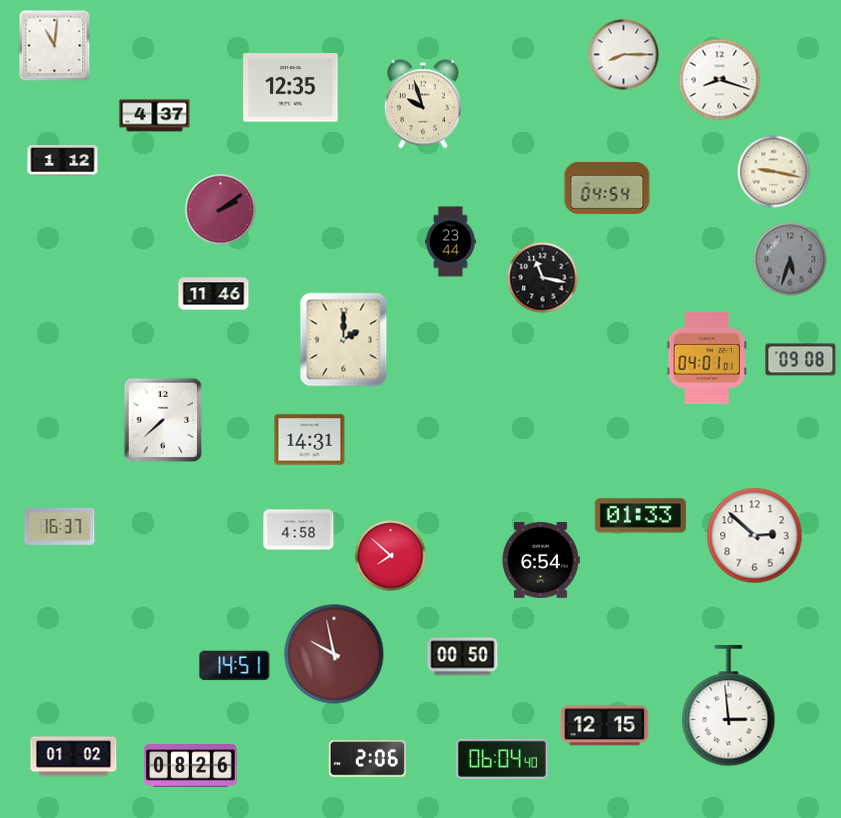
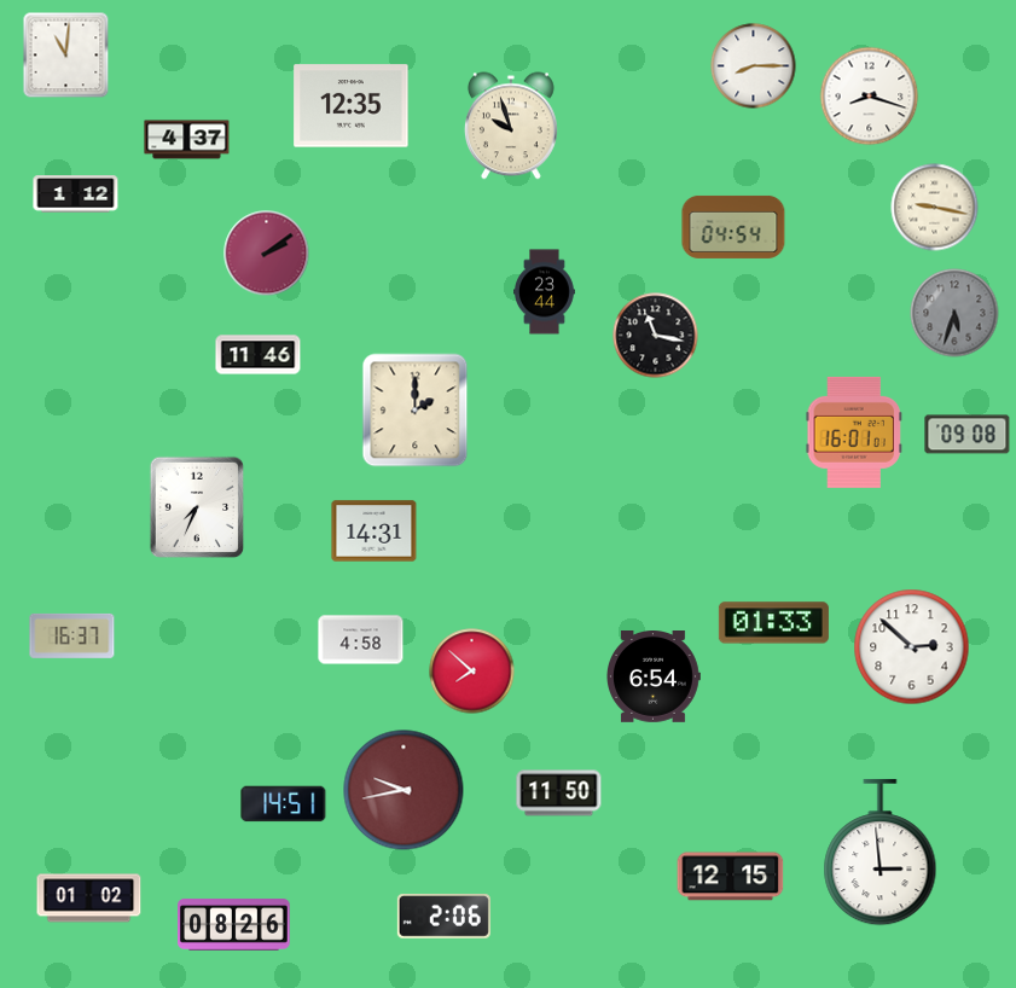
clock at (706, 358): 04:01 -> 16:01
clock at (163, 420): 7:38 -> 7:34
clock at (334, 654): 9:58 -> 9:43
clock at (463, 657): 00:50 -> 11:50
clock at (74, 757) position: (74, 757) -> (89, 899)
clock at (502, 759): 06:04 -> none
clock at (191, 766) position: (191, 766) -> (234, 925)
